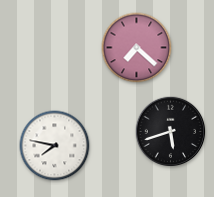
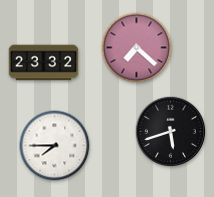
clock at (44, 63): none -> 23:32
clock at (55, 146): 7:47 -> 7:45
